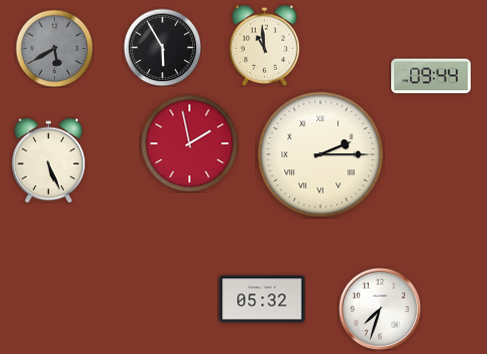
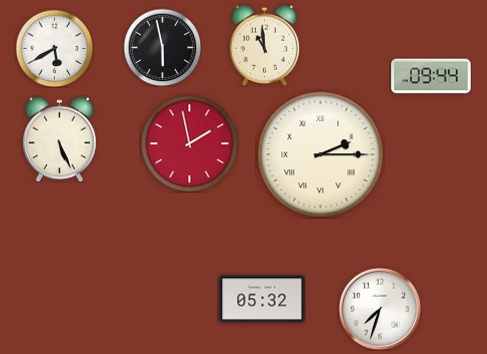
clock at (162, 47): 5:55 -> 5:58
clock at (54, 48) dial: grey -> white
clock at (49, 160) position: (49, 160) -> (60, 139)
